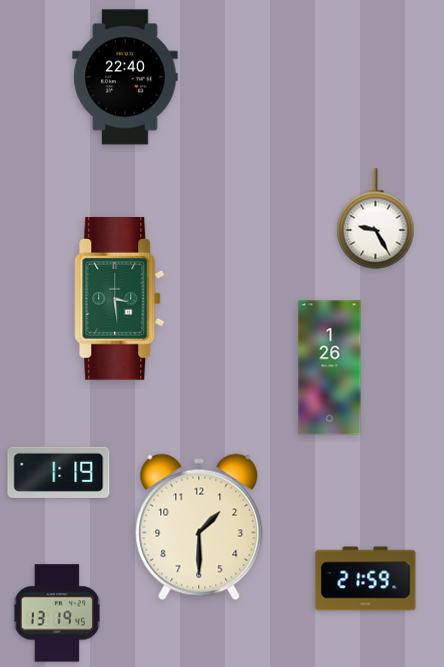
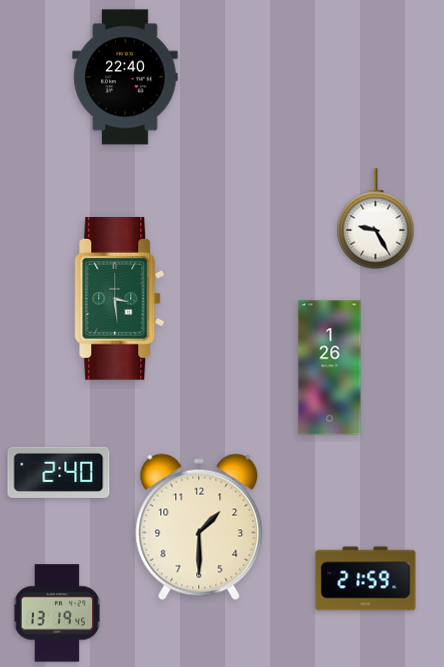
clock at (59, 472): 1:19 -> 2:40
